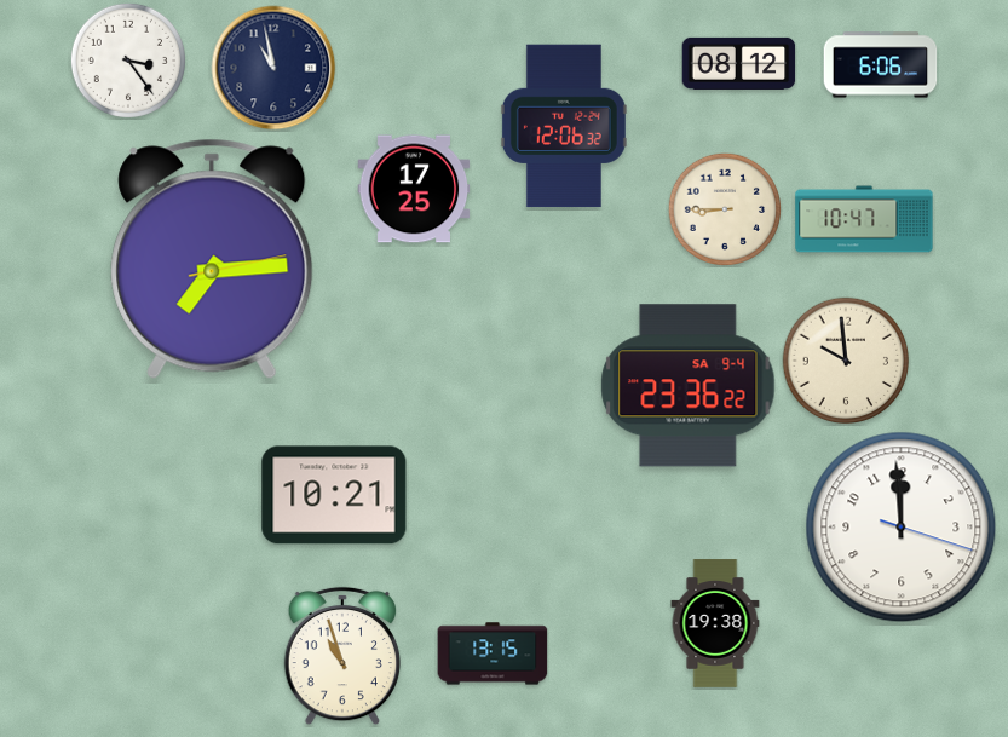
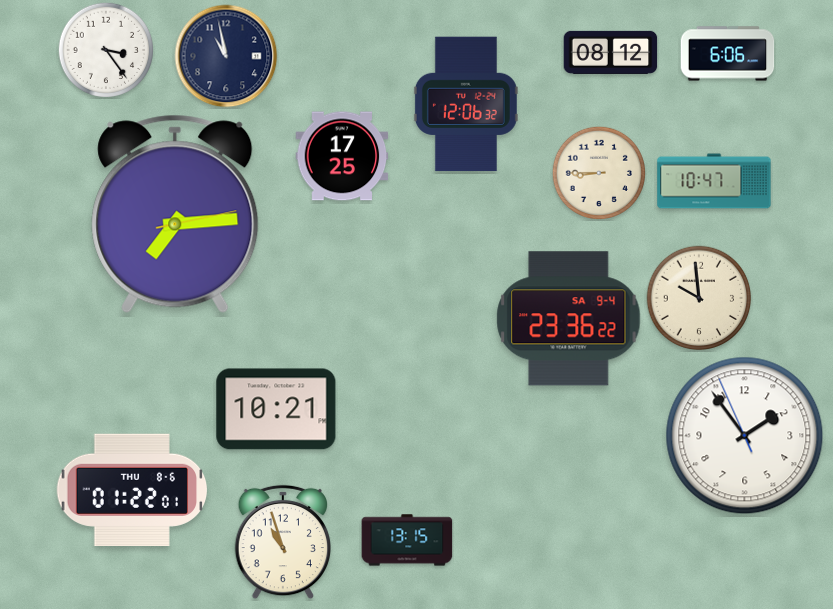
clock at (902, 528): 11:59 -> 1:53
clock at (132, 489): none -> 01:22
clock at (715, 623): 19:38 -> none
